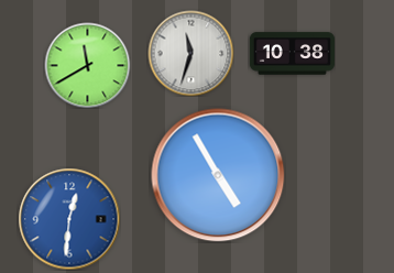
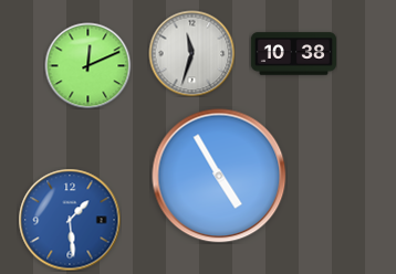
clock at (87, 65): 11:40 -> 12:11
clock at (69, 219): 12:31 -> 1:29
